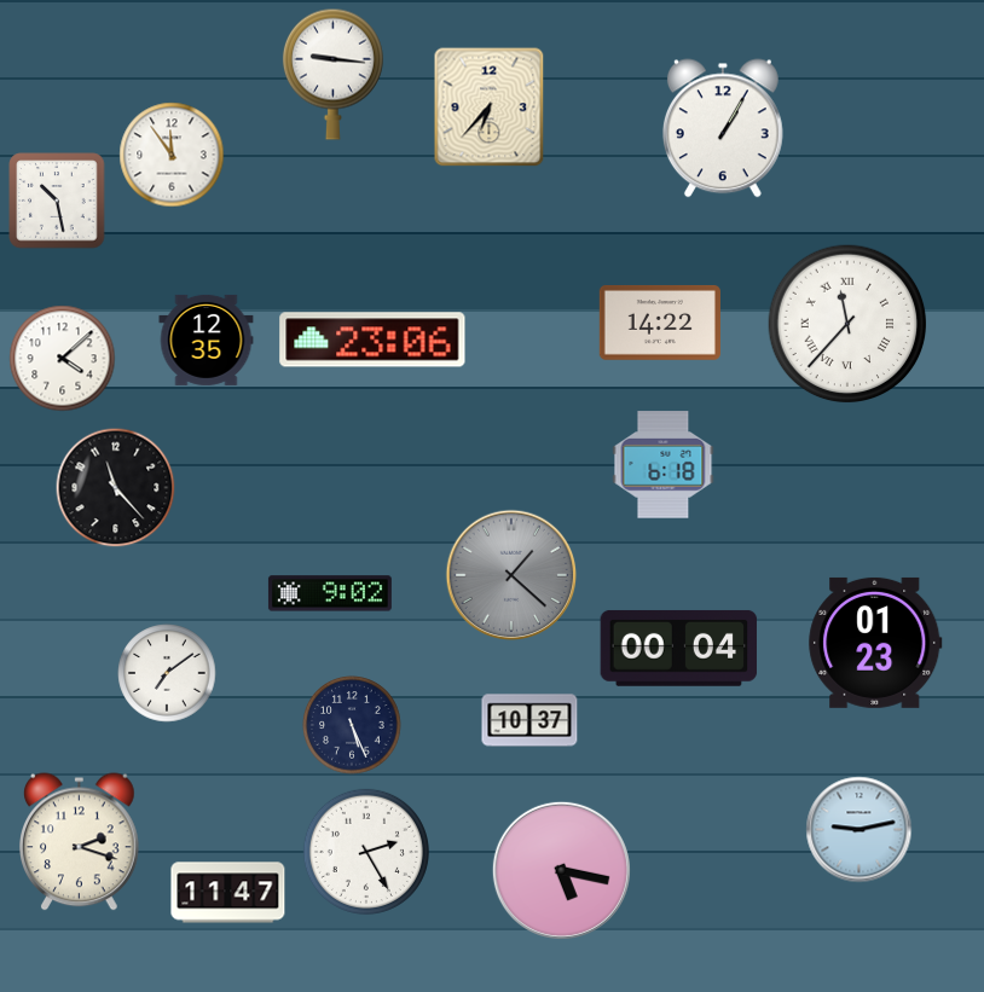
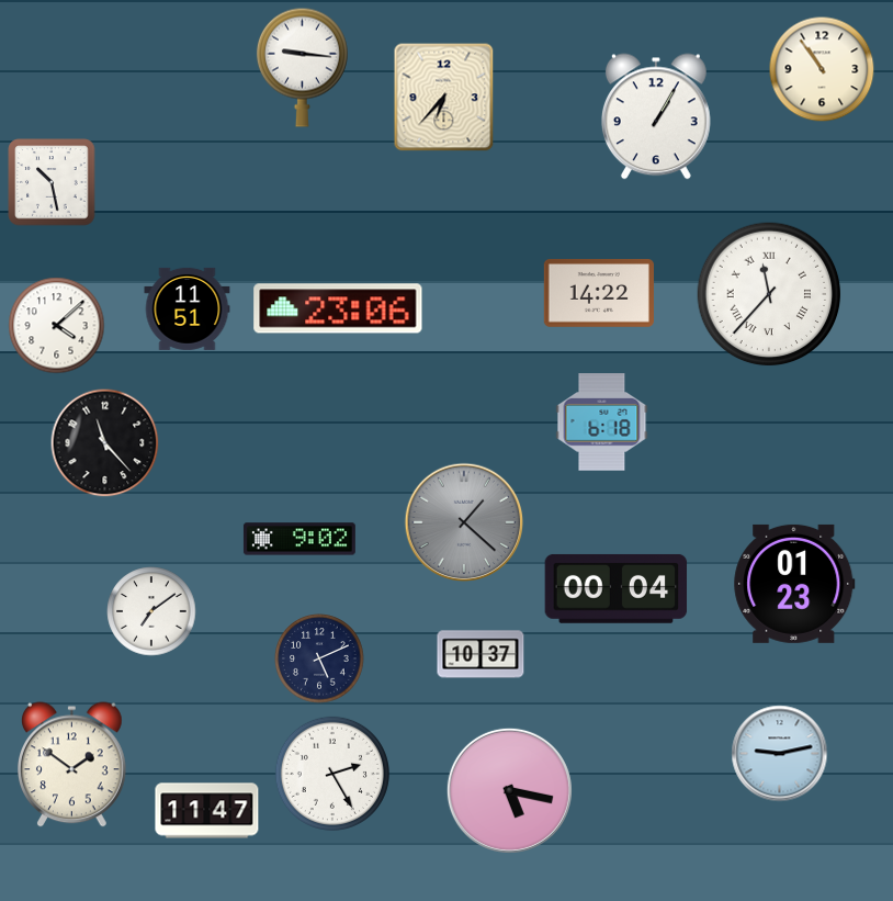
clock at (822, 69): none -> 10:54
clock at (172, 155): 11:54 -> none
clock at (207, 340): 12:35 -> 11:51
clock at (352, 725): 5:26 -> 5:11
clock at (80, 842): 2:18 -> 1:51
